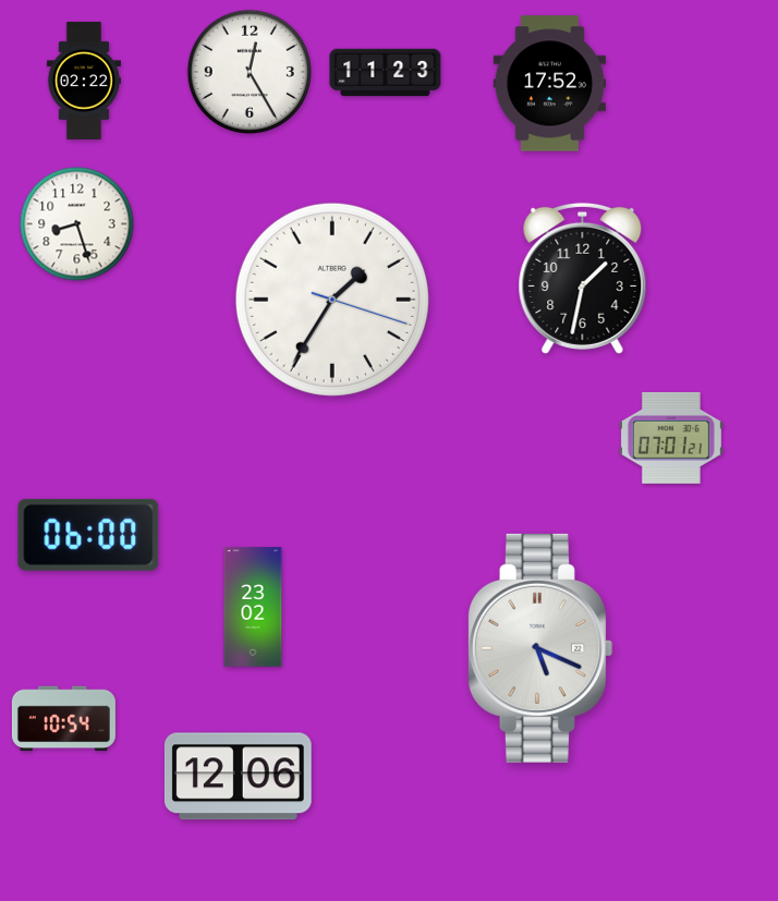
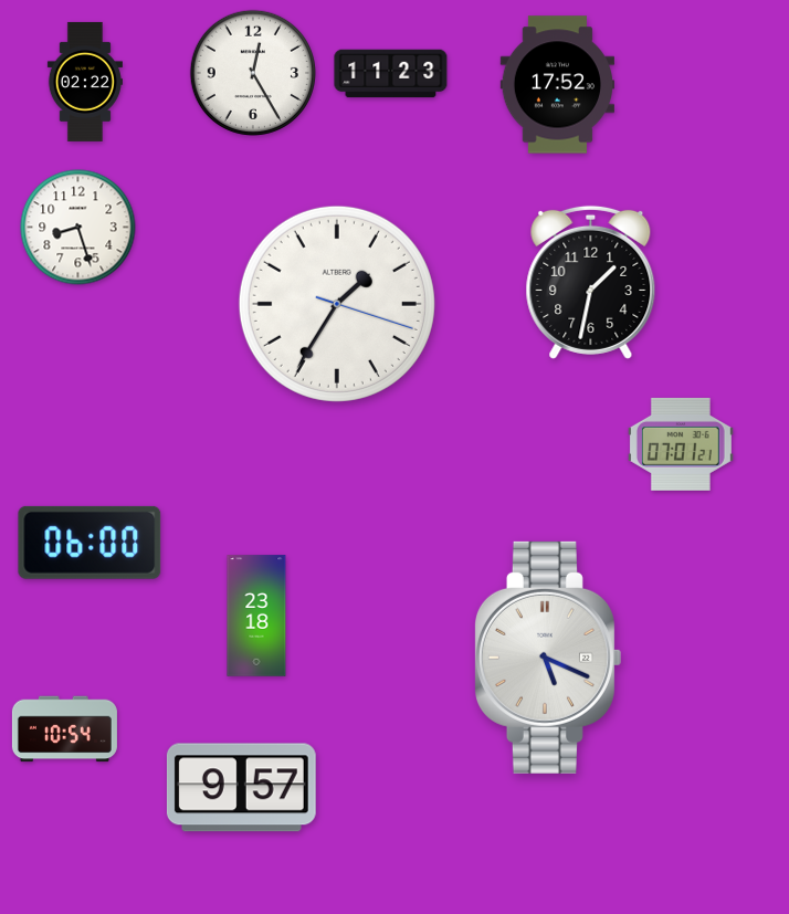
clock at (253, 607): 23:02 -> 23:18
clock at (238, 777): 12:06 -> 9:57
